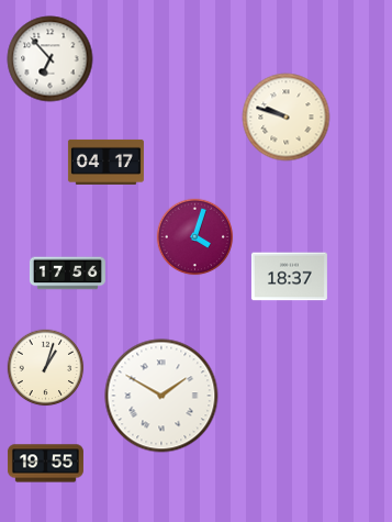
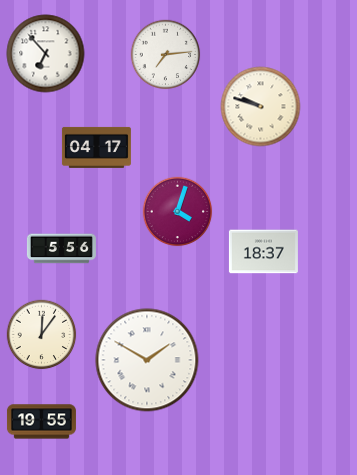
clock at (166, 55): none -> 7:14
clock at (195, 237) position: (195, 237) -> (178, 212)
clock at (67, 274): 17:56 -> 5:56
clock at (46, 368): 1:03 -> 12:06
